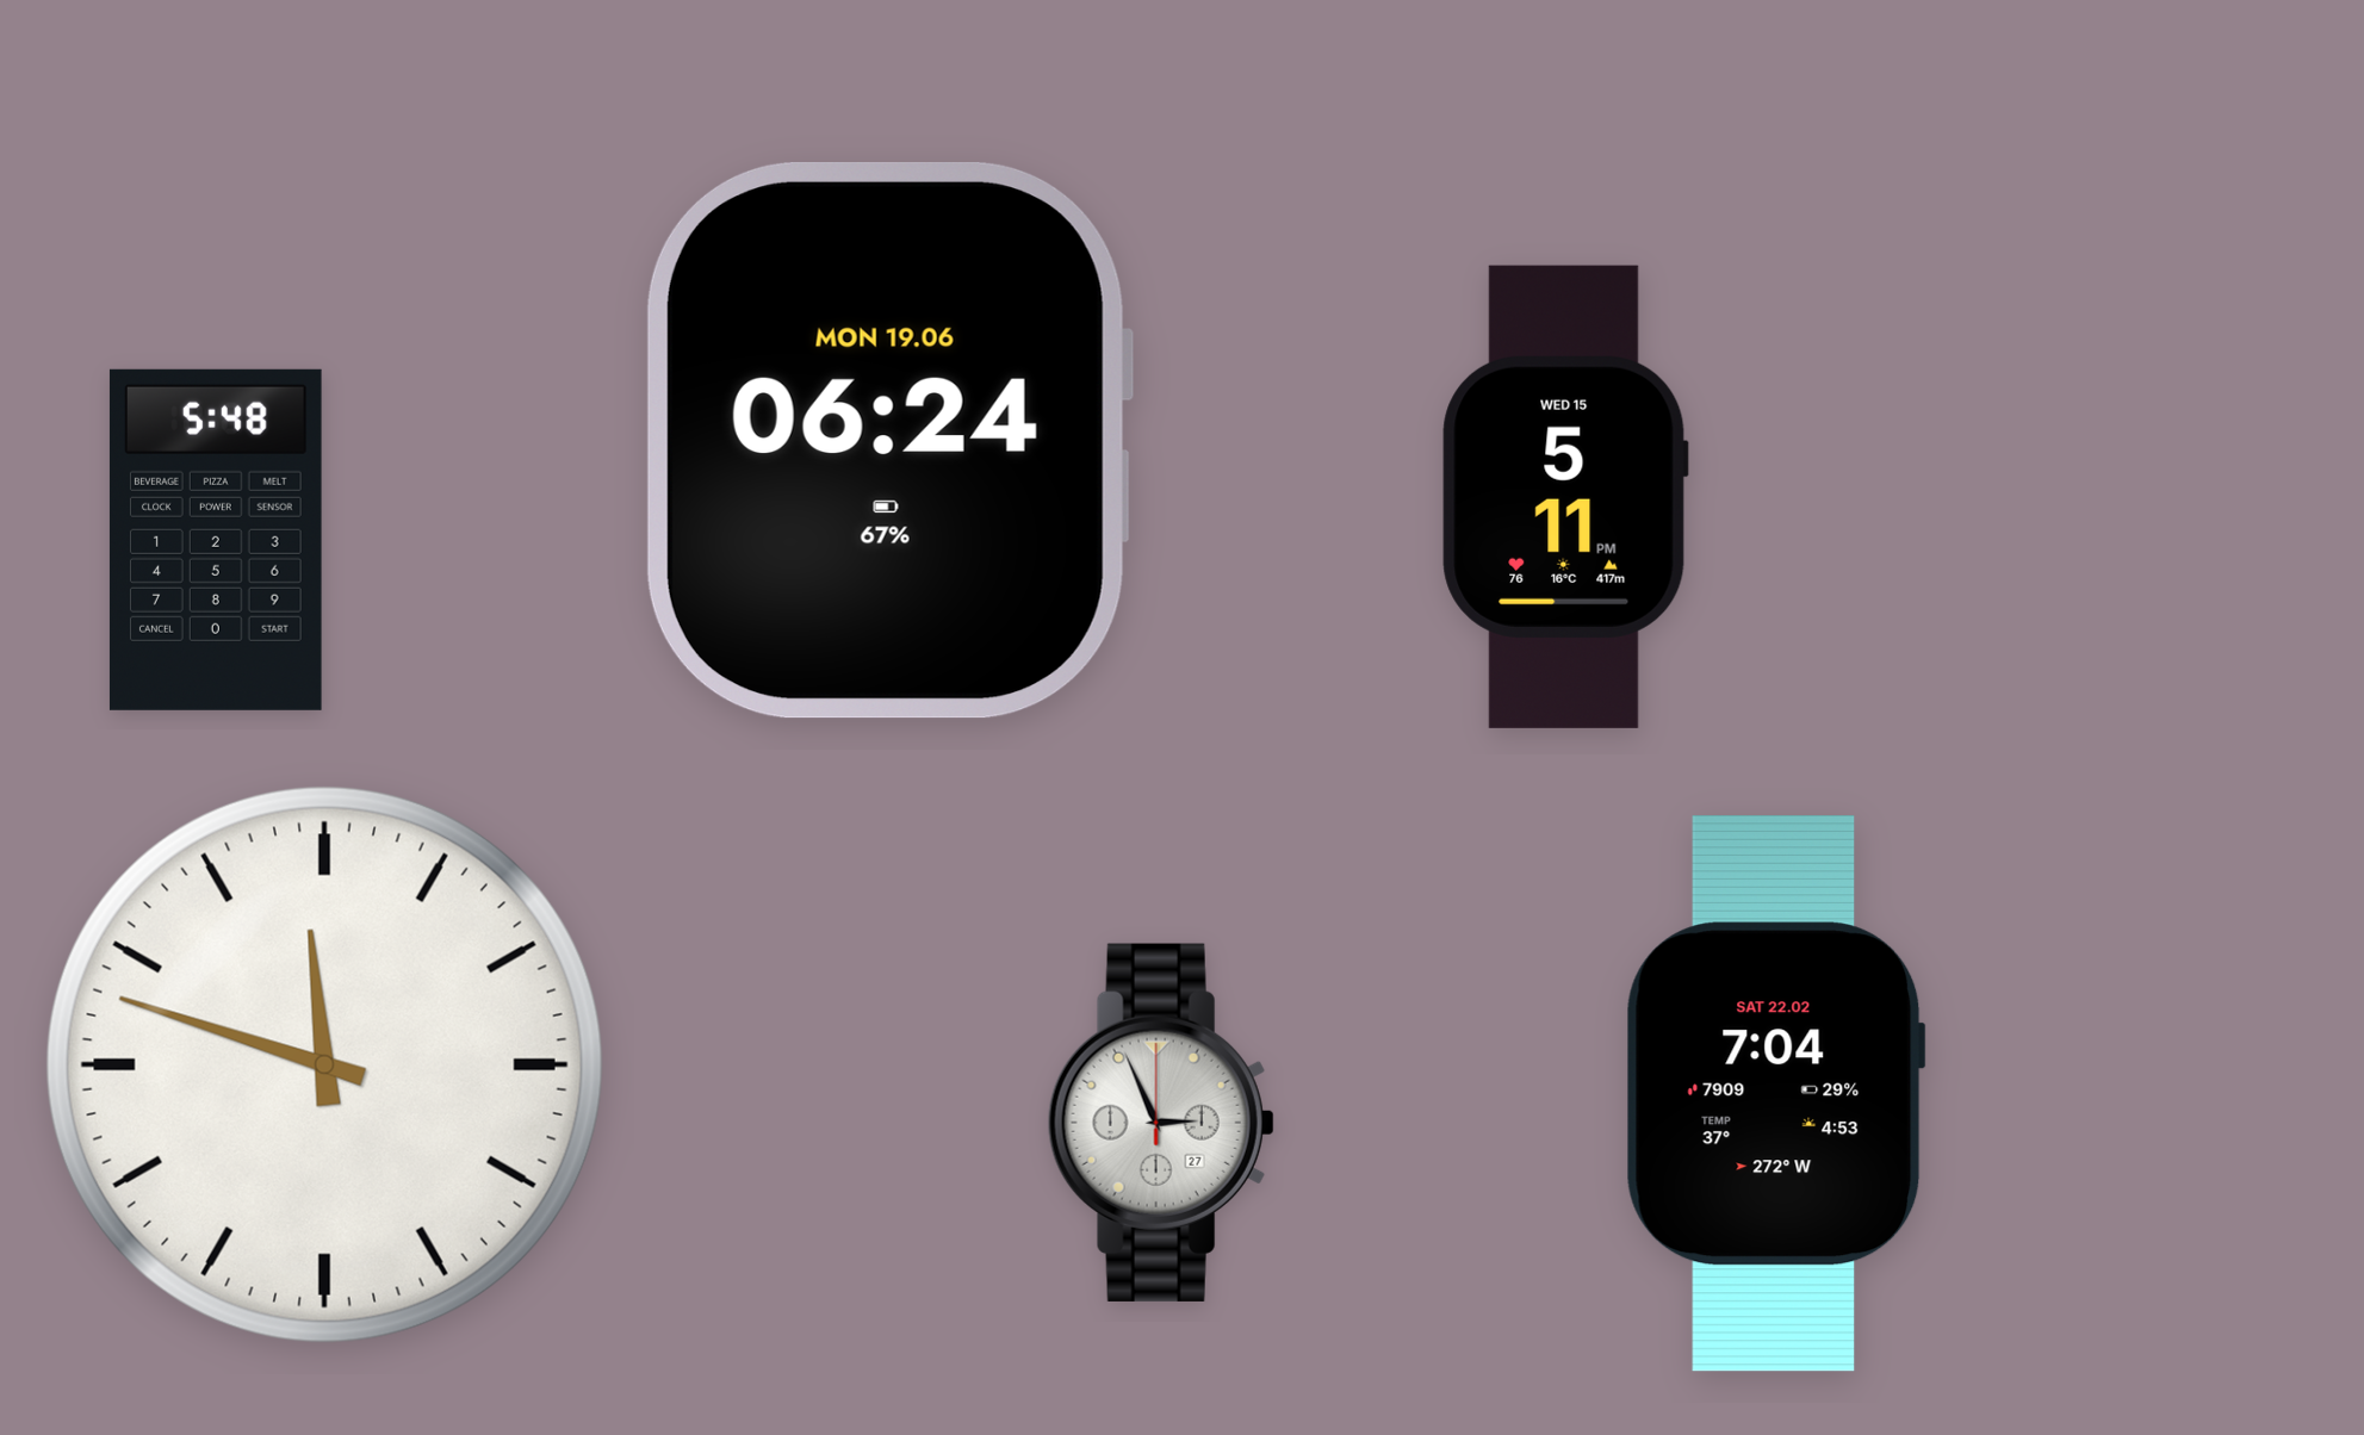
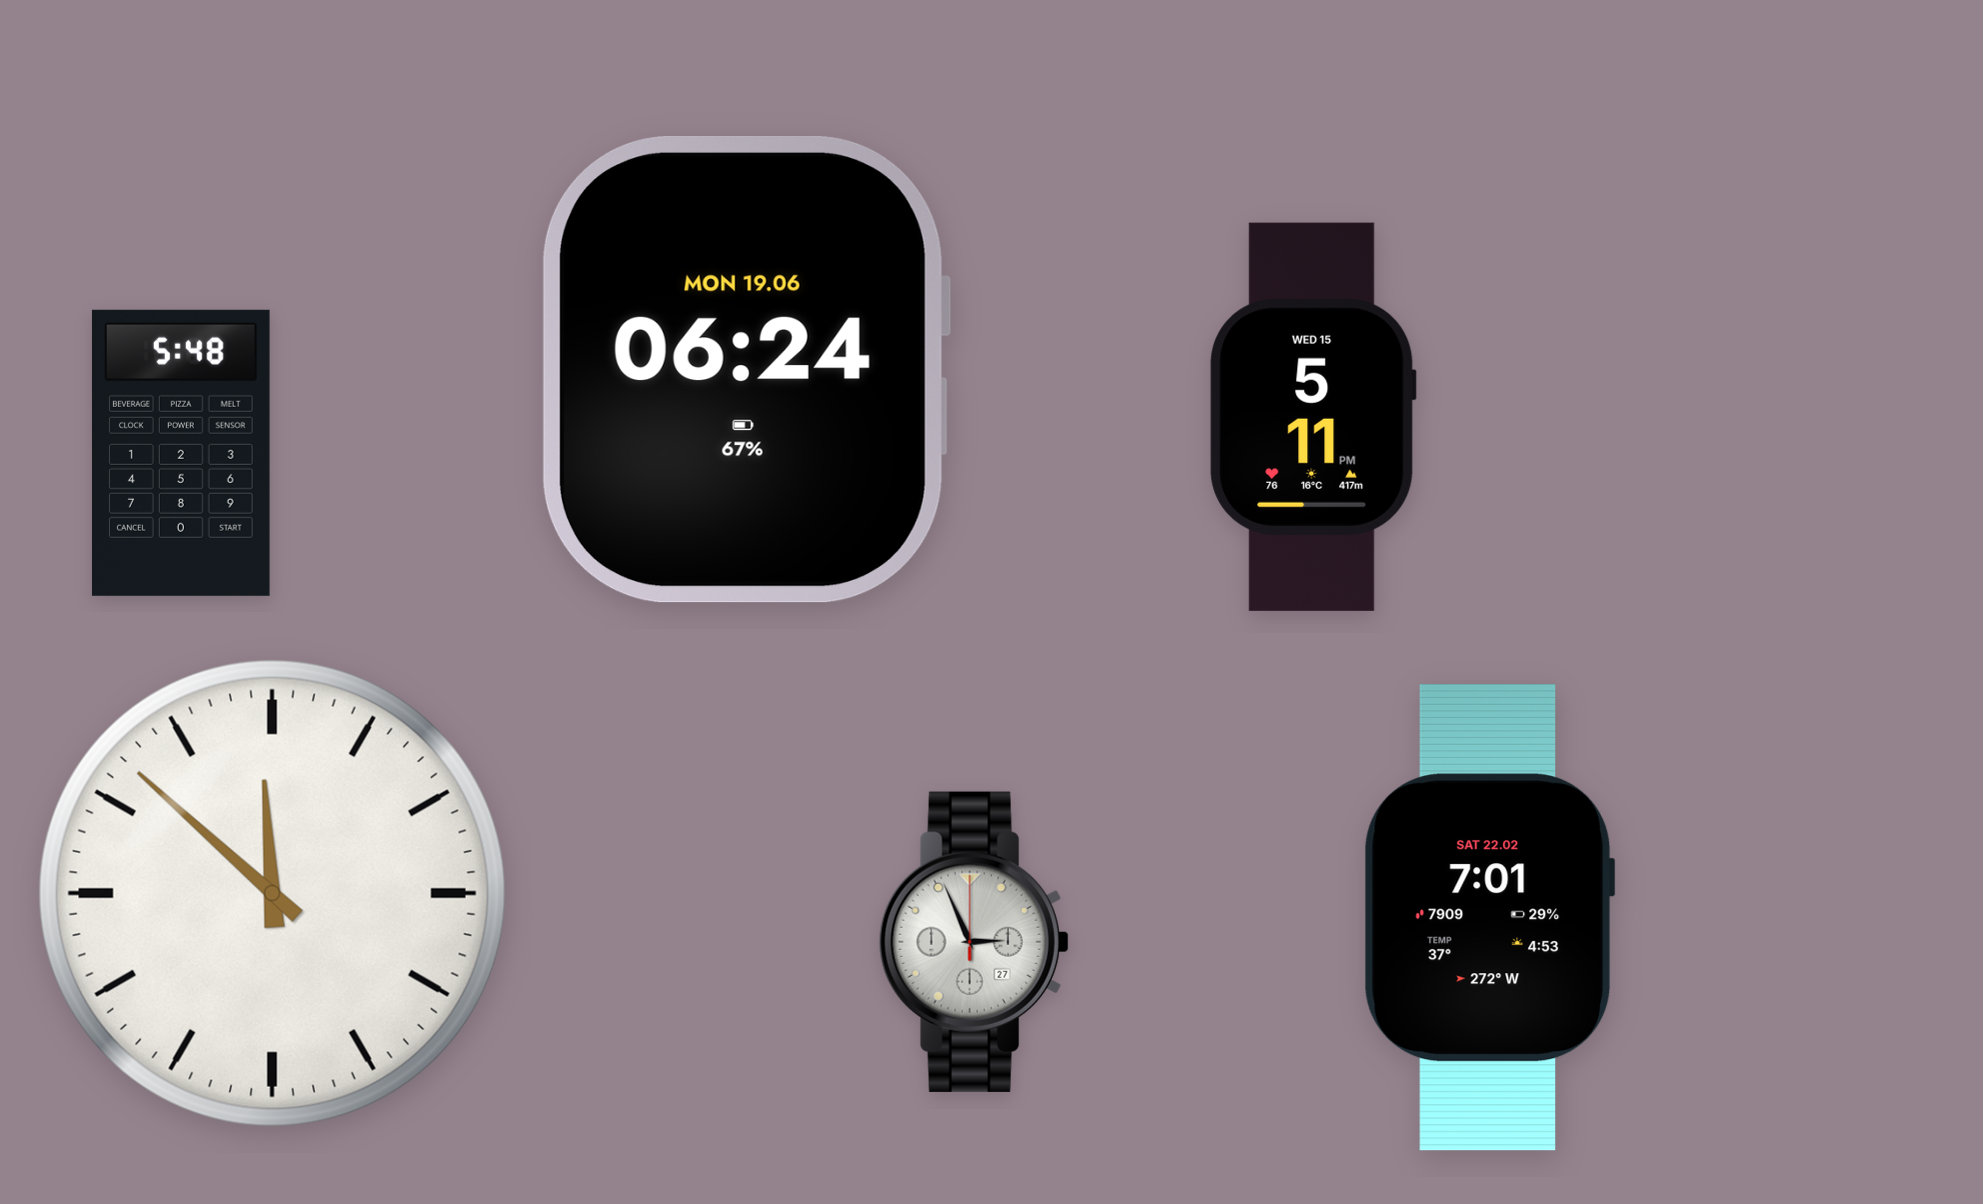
clock at (324, 1064): 11:48 -> 11:52
clock at (1775, 1094): 7:04 -> 7:01
